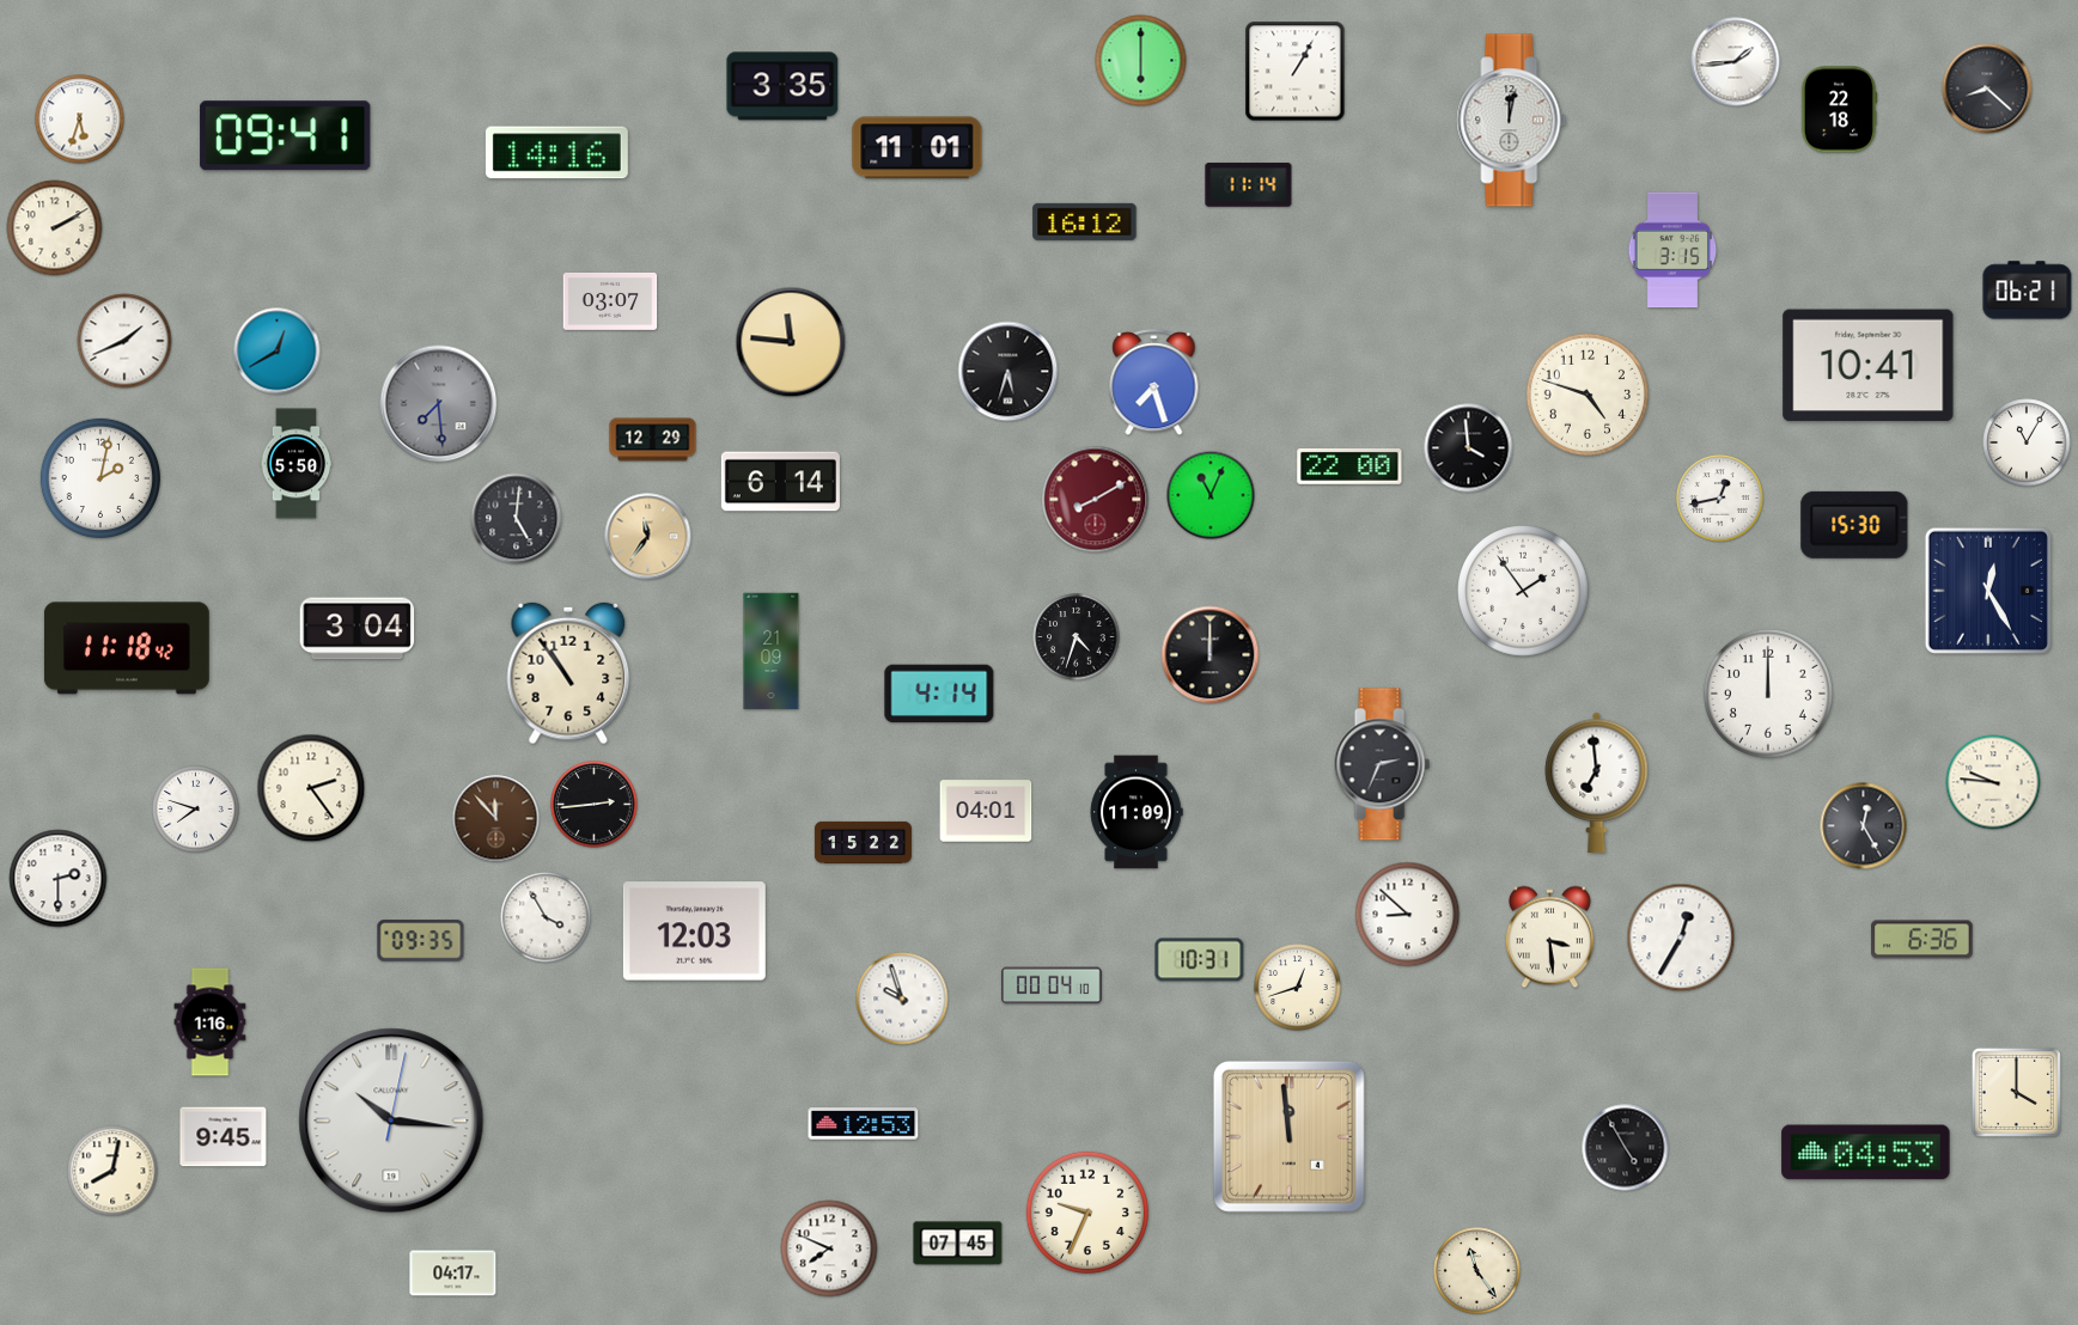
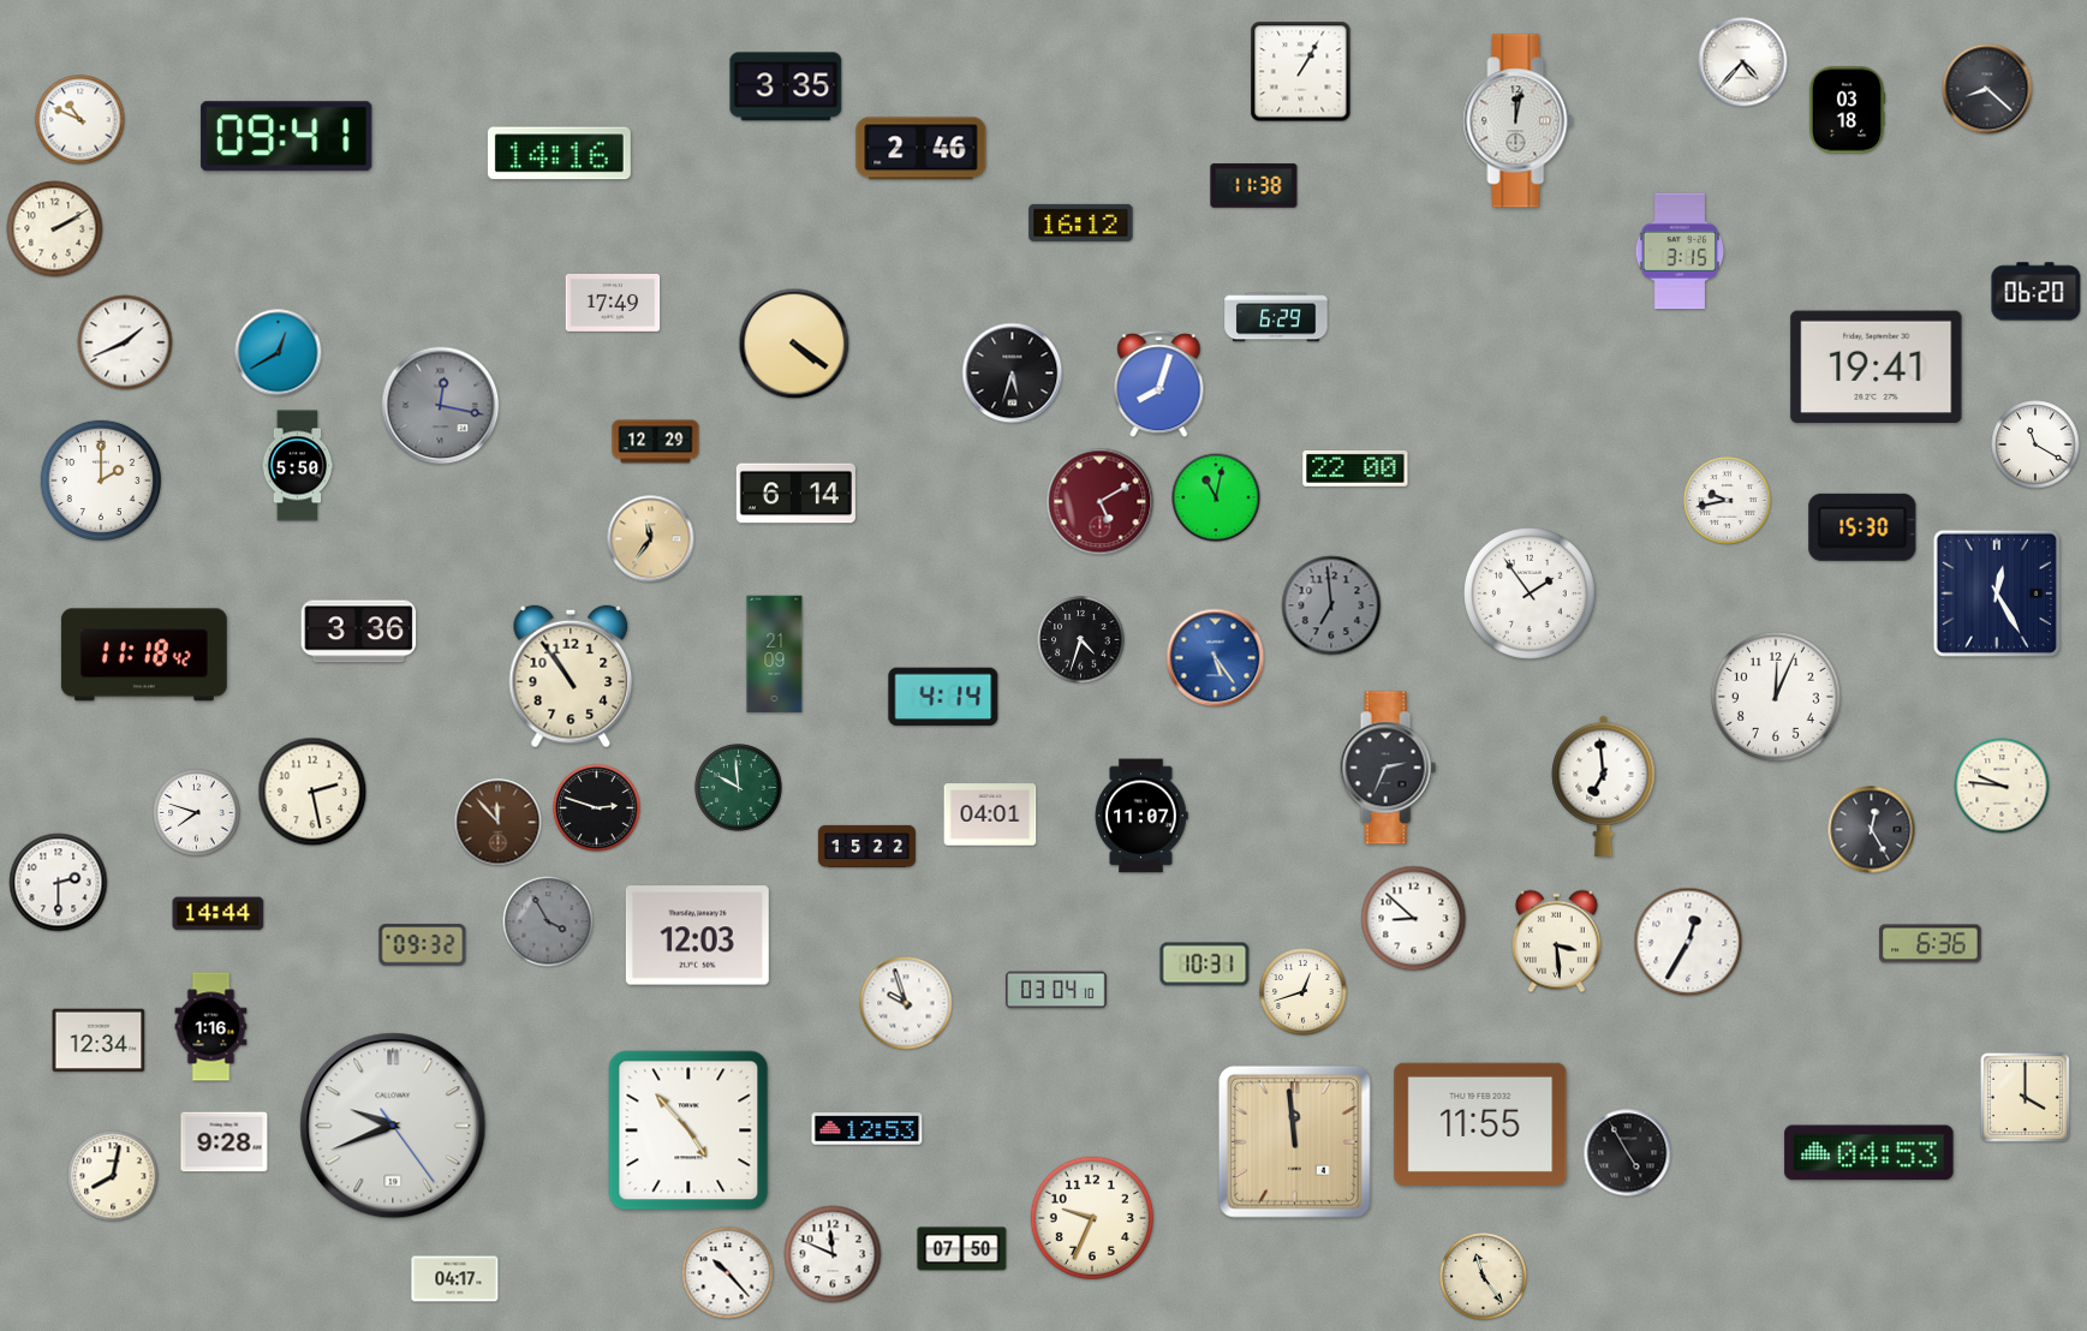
clock at (1141, 61): 6:00 -> none
clock at (1736, 62): 1:44 -> 4:37
clock at (1987, 88) position: (1987, 88) -> (1987, 89)
clock at (1839, 110): 22:18 -> 03:18
clock at (80, 120): 5:33 -> 10:49
clock at (918, 148): 11:01 -> 2:46
clock at (1249, 185): 11:14 -> 11:38
clock at (1085, 221) position: (1085, 221) -> (1081, 222)
clock at (2028, 291): 06:21 -> 06:20
clock at (610, 301): 03:07 -> 17:49
clock at (1276, 317): none -> 6:29
clock at (791, 342): 11:46 -> 4:21
clock at (1869, 366): 10:41 -> 19:41
clock at (1154, 383): 7:27 -> 8:03
clock at (1588, 395): 4:48 -> none
clock at (439, 404): 7:29 -> 12:17
clock at (2027, 442): 11:05 -> 11:20
clock at (1469, 448): 3:59 -> none
clock at (99, 477): 2:02 -> 2:00
clock at (780, 482) position: (780, 482) -> (795, 494)
clock at (1211, 495): 11:04 -> 11:02
clock at (1720, 499): 12:43 -> 9:43
clock at (1096, 500): 8:10 -> 5:10
clock at (517, 519): 5:01 -> none
clock at (1331, 605): none -> 6:59
clock at (358, 629): 3:04 -> 3:36
clock at (127, 648) position: (127, 648) -> (144, 655)
clock at (1211, 655): 12:00 -> 5:24
clock at (1211, 655) dial: black -> blue
clock at (1768, 694): 12:00 -> 12:04
clock at (739, 788): none -> 9:59
clock at (311, 788): 2:24 -> 2:28
clock at (595, 805): 2:44 -> 2:48
clock at (1136, 812): 11:09 -> 11:07
clock at (219, 914): none -> 14:44
clock at (546, 917) dial: white -> grey
clock at (421, 941): 09:35 -> 09:32
clock at (1053, 985): 00:04 -> 03:04
clock at (99, 1040): none -> 12:34
clock at (1480, 1124): none -> 11:55
clock at (391, 1121): 10:16 -> 9:41
clock at (688, 1130): none -> 4:53
clock at (224, 1137): 9:45 -> 9:28
clock at (1626, 1148) position: (1626, 1148) -> (1628, 1153)
clock at (1866, 1153) position: (1866, 1153) -> (1870, 1153)
clock at (958, 1244): 07:45 -> 07:50
clock at (829, 1248): 7:49 -> 11:49
clock at (728, 1273): none -> 10:23
